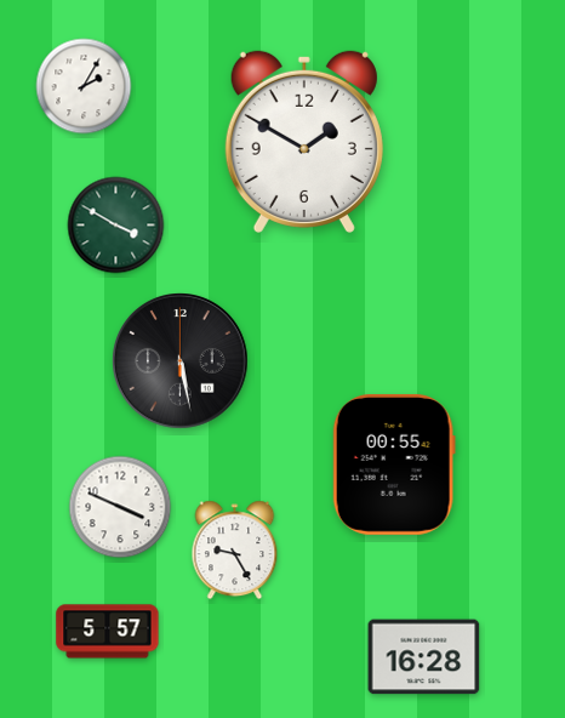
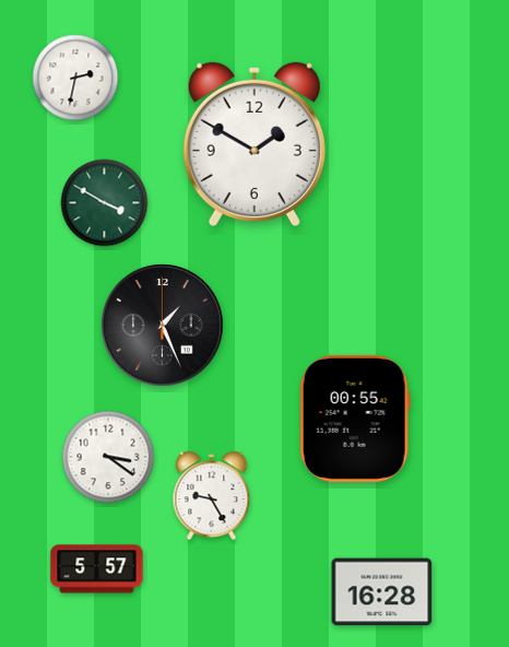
clock at (84, 86): 2:05 -> 2:32
clock at (304, 142) position: (304, 142) -> (254, 144)
clock at (181, 361): 5:28 -> 1:26
clock at (120, 507): 3:49 -> 3:21
